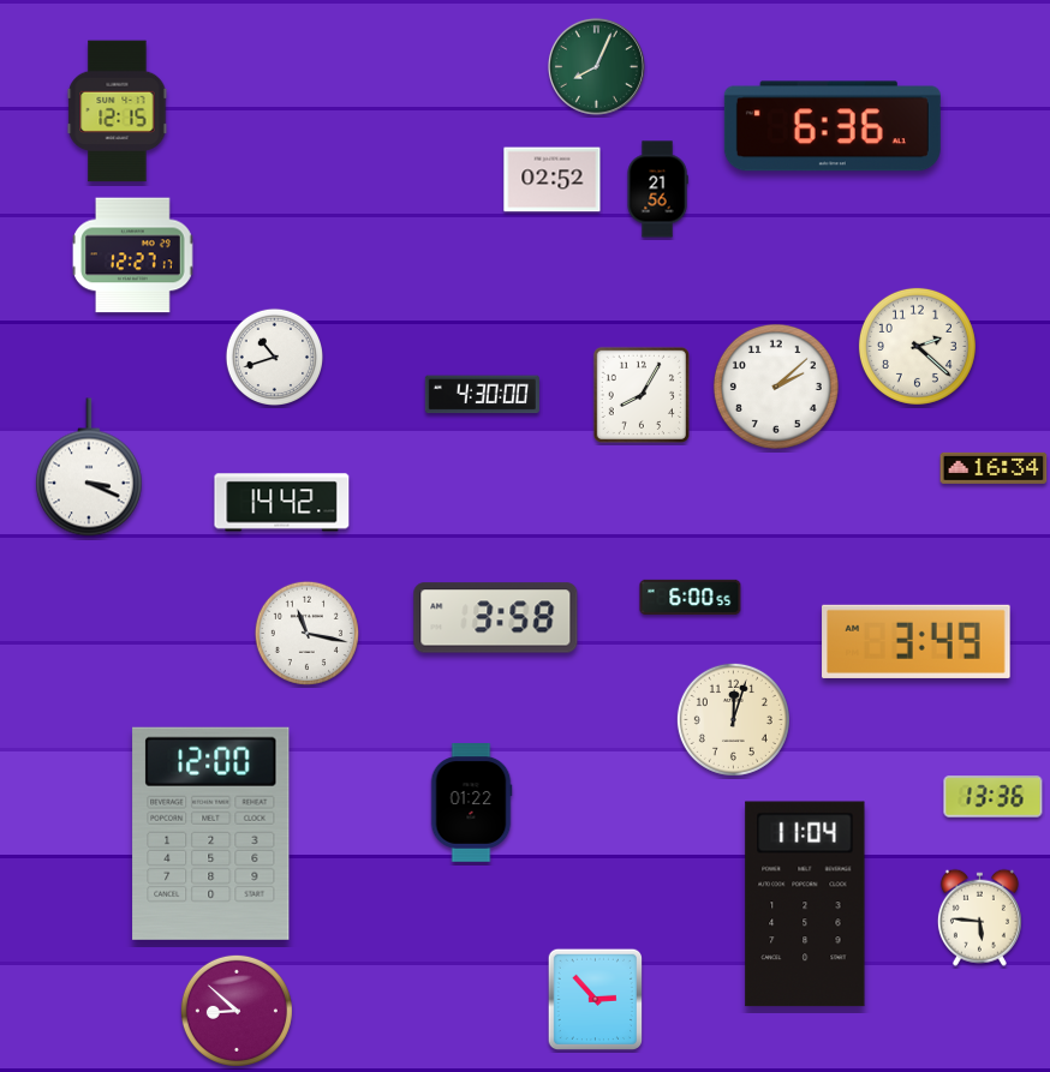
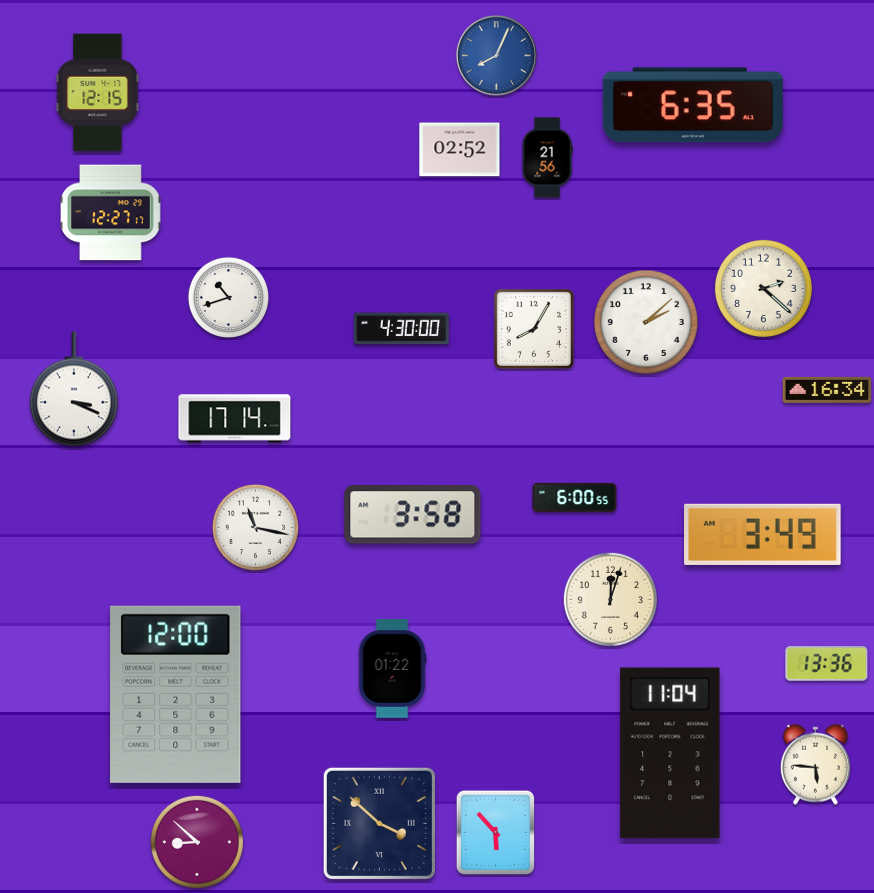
clock at (596, 66) dial: green -> blue
clock at (833, 126): 6:36 -> 6:35
clock at (282, 503): 14:42 -> 17:14
clock at (379, 823): none -> 3:52
clock at (595, 1000): 2:53 -> 5:53
